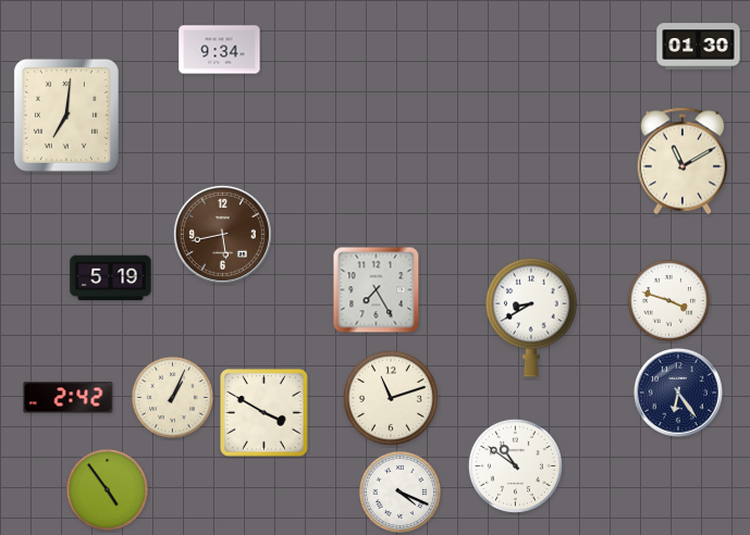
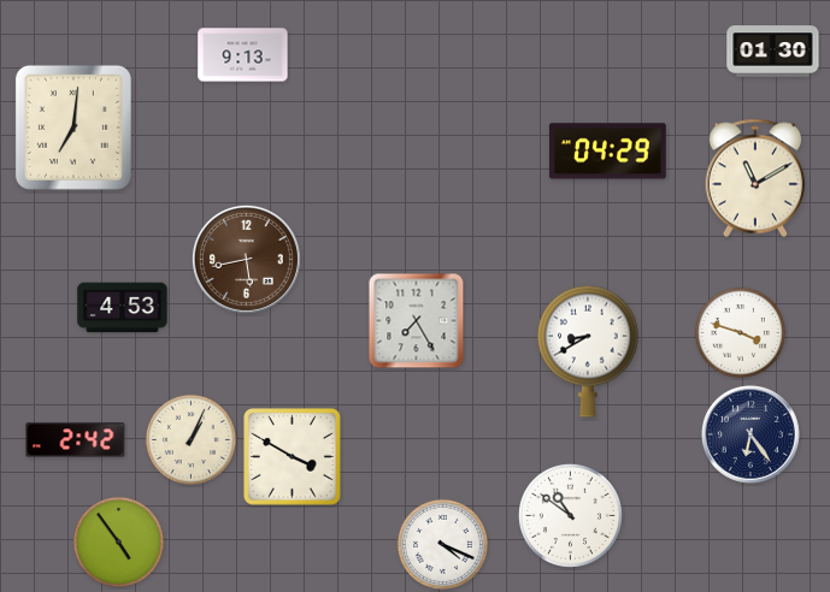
clock at (220, 50): 9:34 -> 9:13
clock at (608, 152): none -> 04:29
clock at (111, 278): 5:19 -> 4:53
clock at (391, 398): 11:12 -> none
